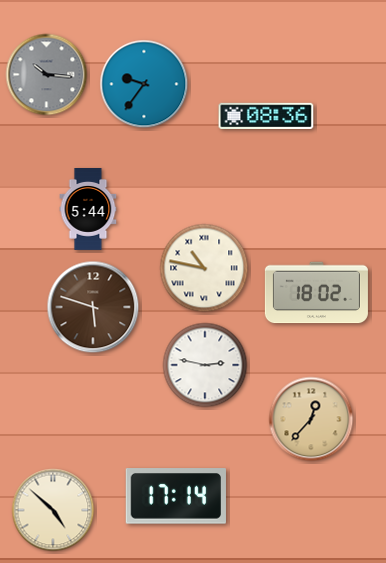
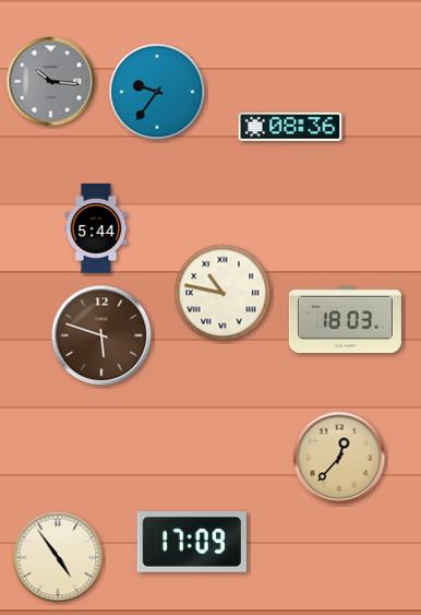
clock at (316, 293): 18:02 -> 18:03
clock at (205, 365): 2:47 -> none
clock at (176, 496): 17:14 -> 17:09
clock at (53, 510): 4:52 -> 4:54
